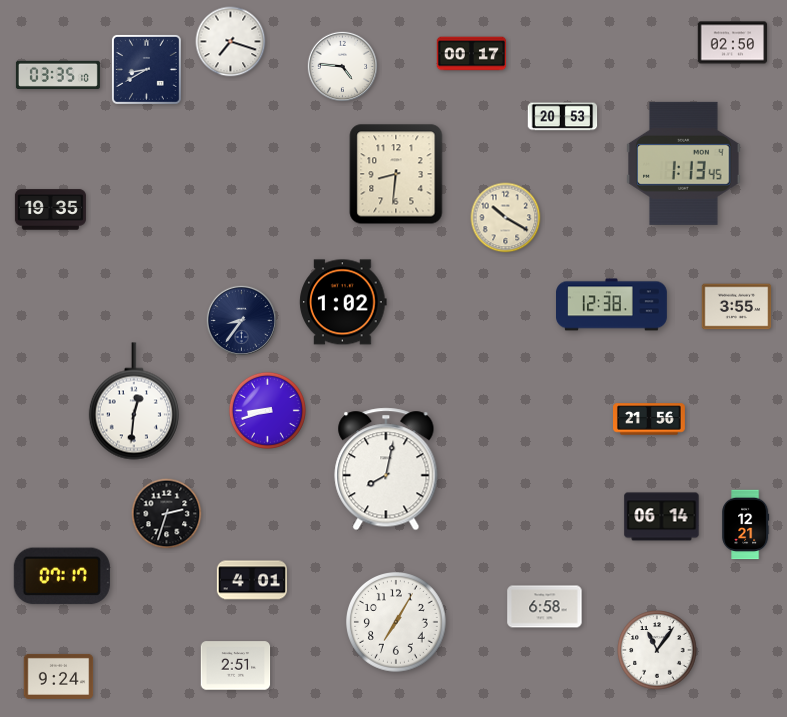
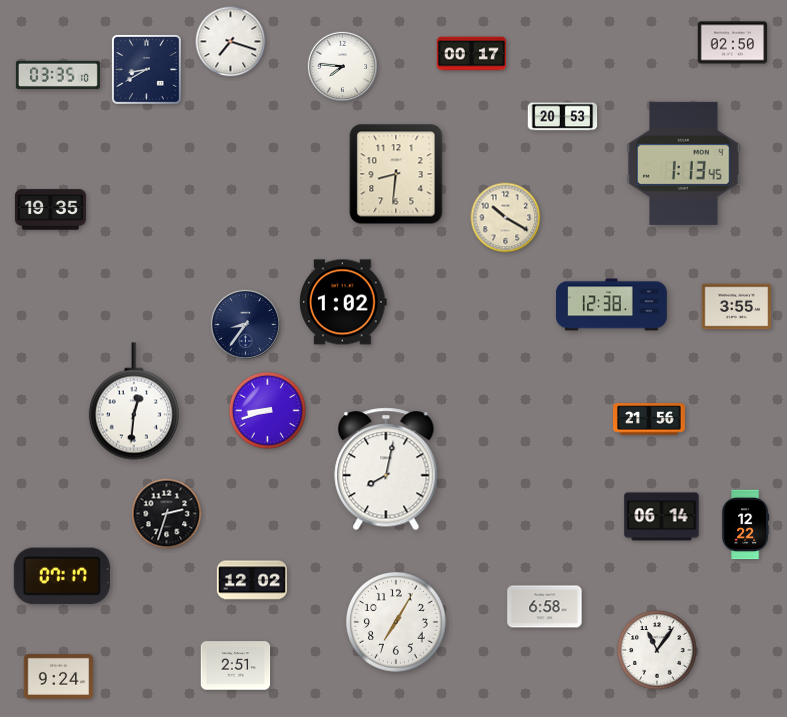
clock at (342, 66): 4:46 -> 7:46
clock at (241, 320) position: (241, 320) -> (245, 324)
clock at (746, 525): 12:21 -> 12:22
clock at (251, 580): 4:01 -> 12:02
